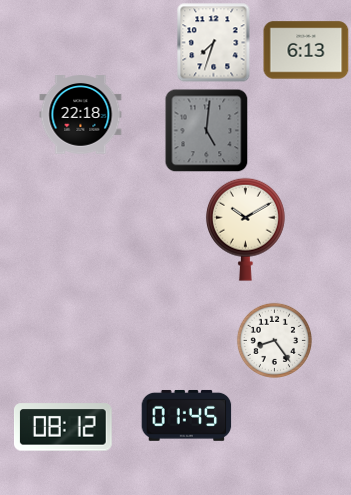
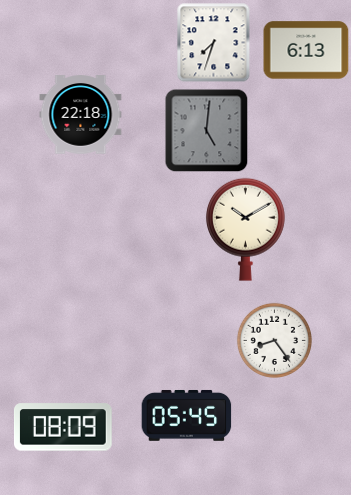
clock at (187, 415): 01:45 -> 05:45
clock at (63, 427): 08:12 -> 08:09
